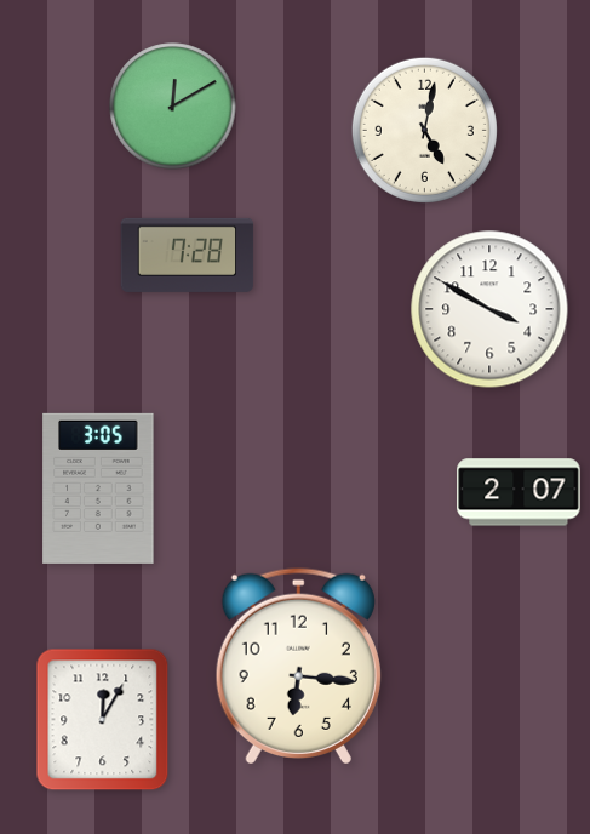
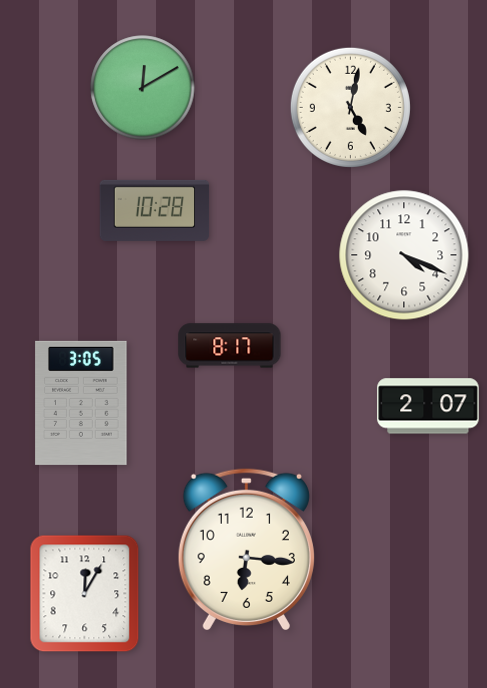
clock at (188, 255): 7:28 -> 10:28
clock at (489, 309): 3:50 -> 4:19
clock at (230, 346): none -> 8:17
